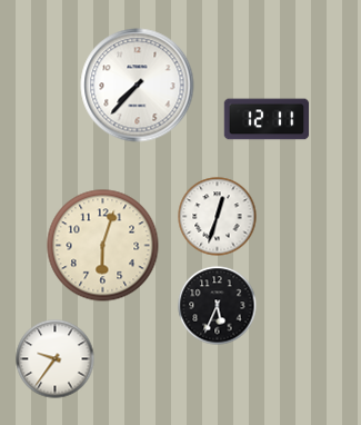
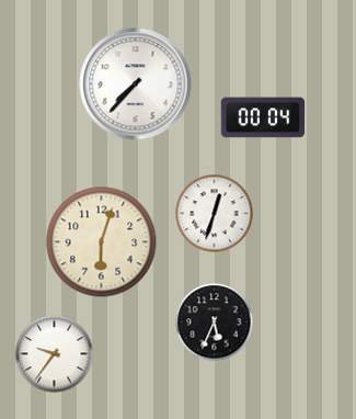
clock at (267, 119): 12:11 -> 00:04
clock at (218, 306) position: (218, 306) -> (215, 322)
